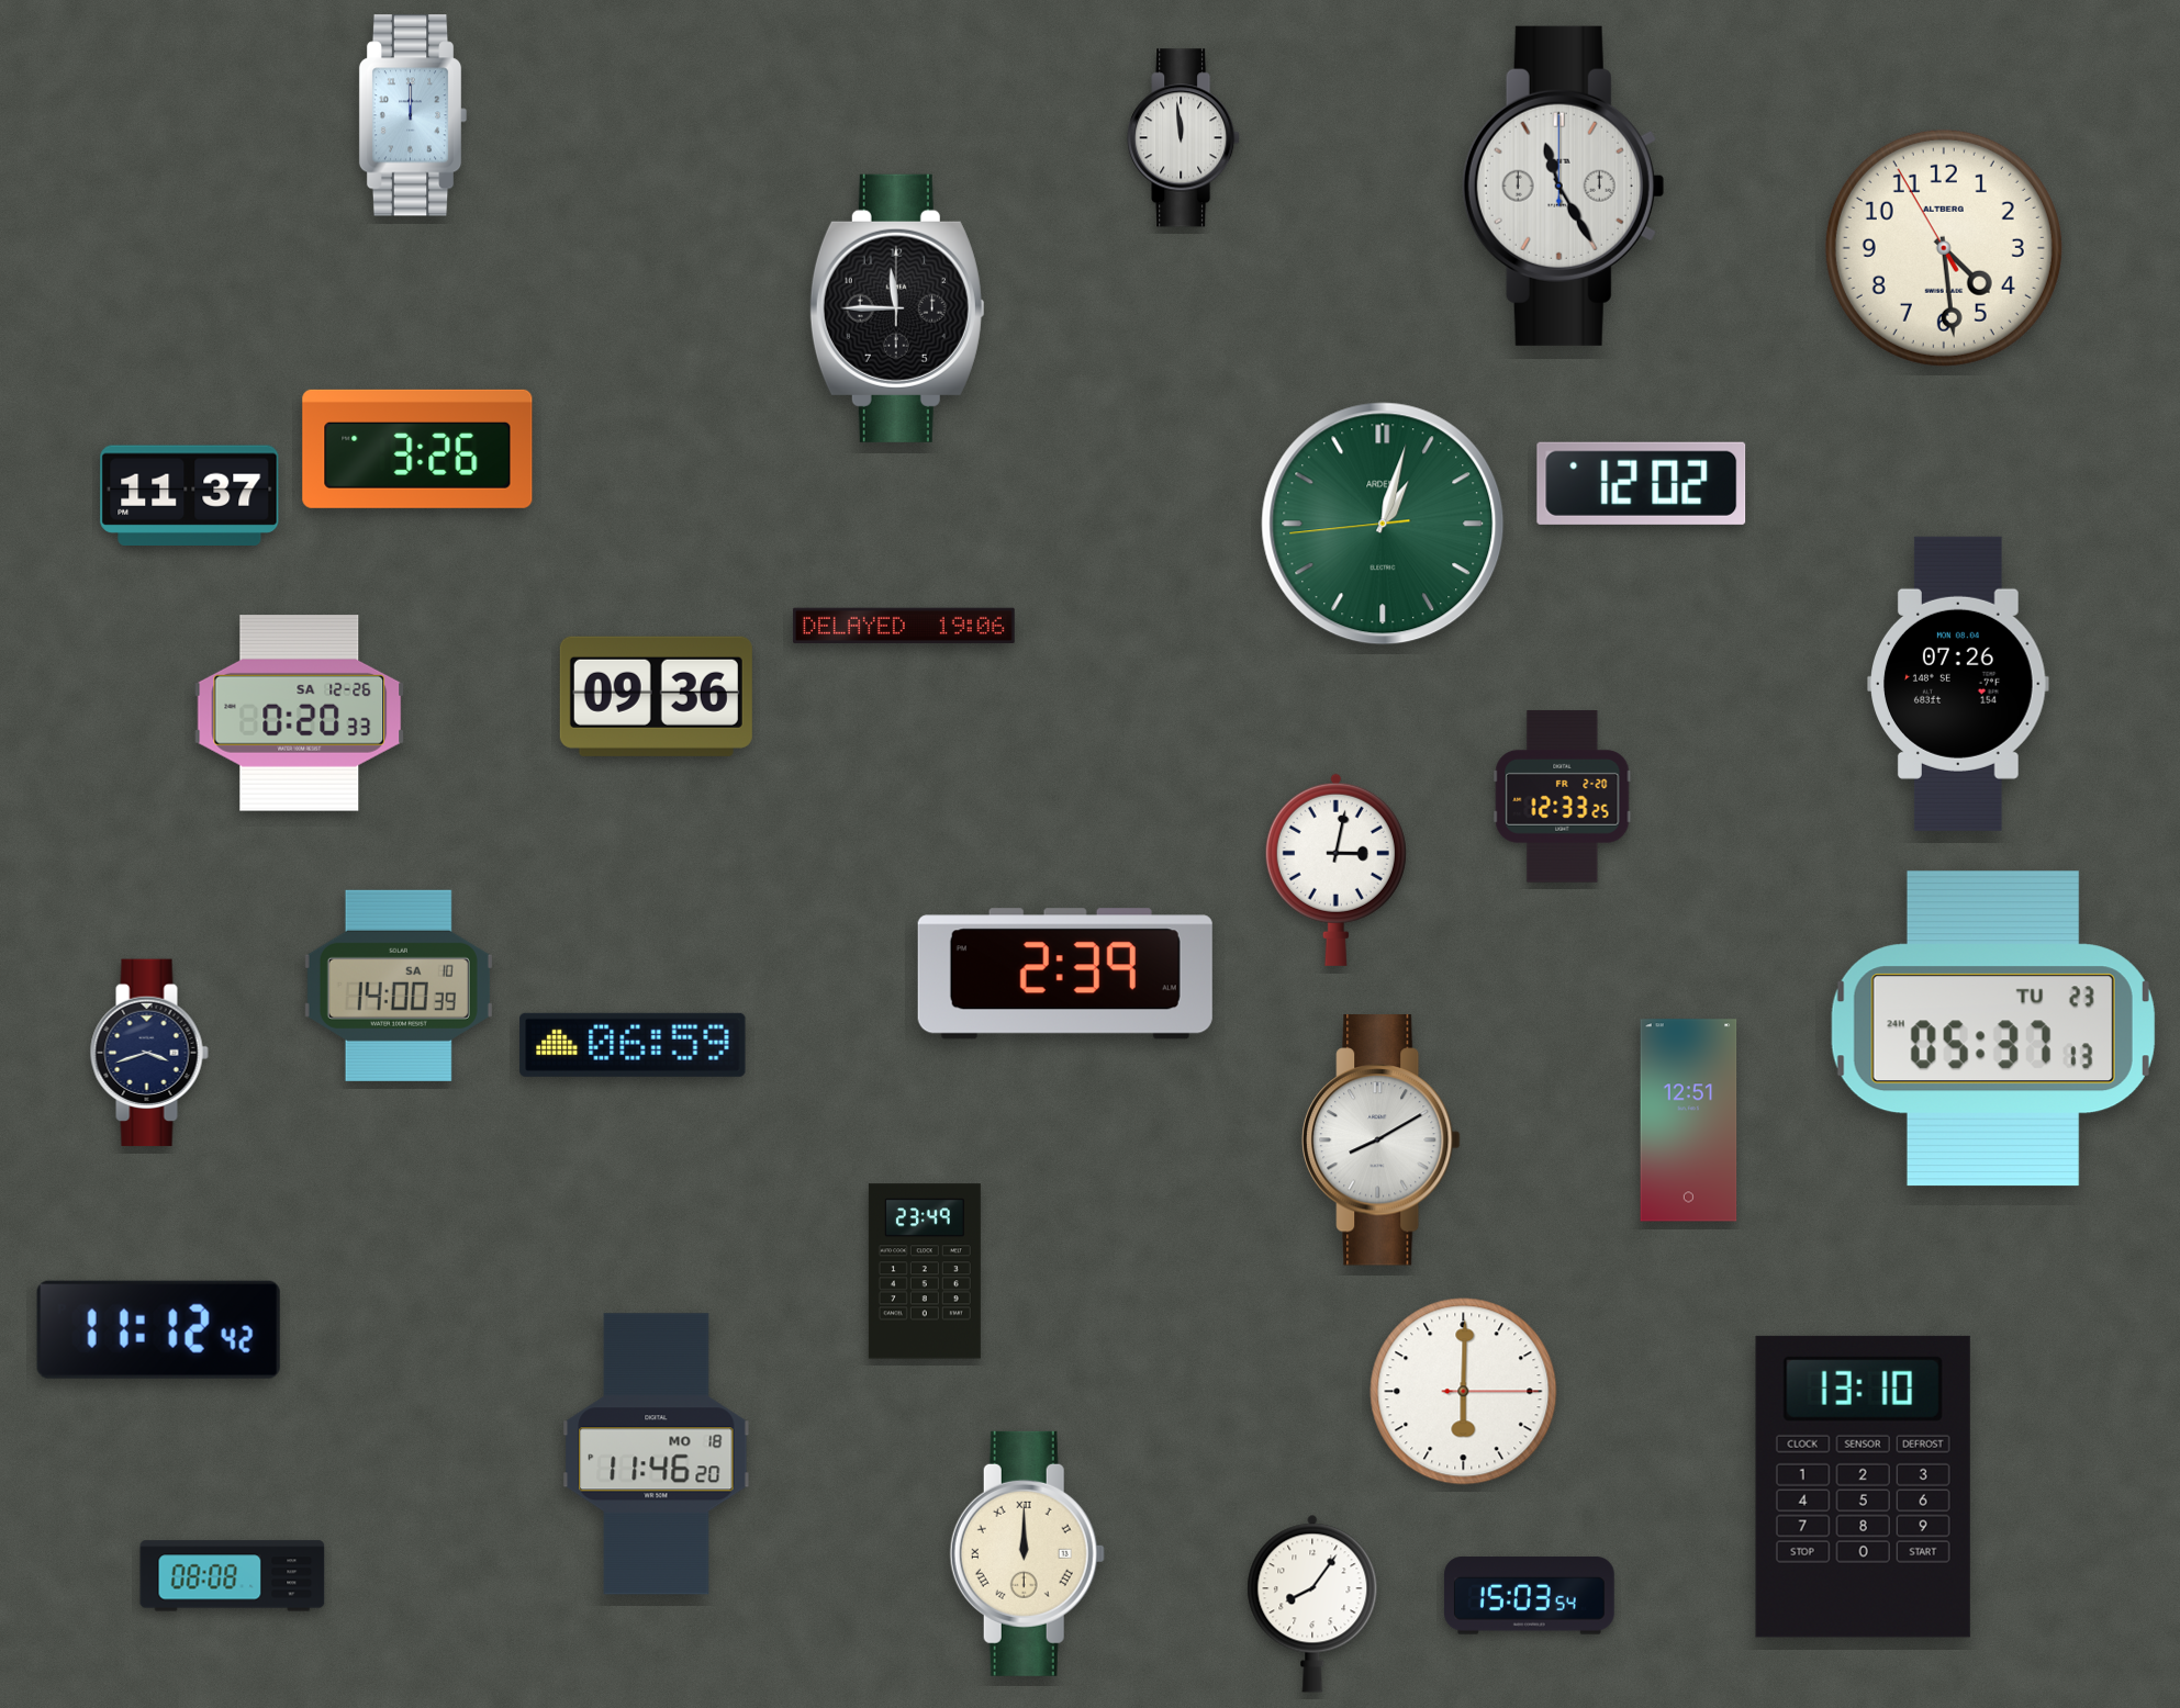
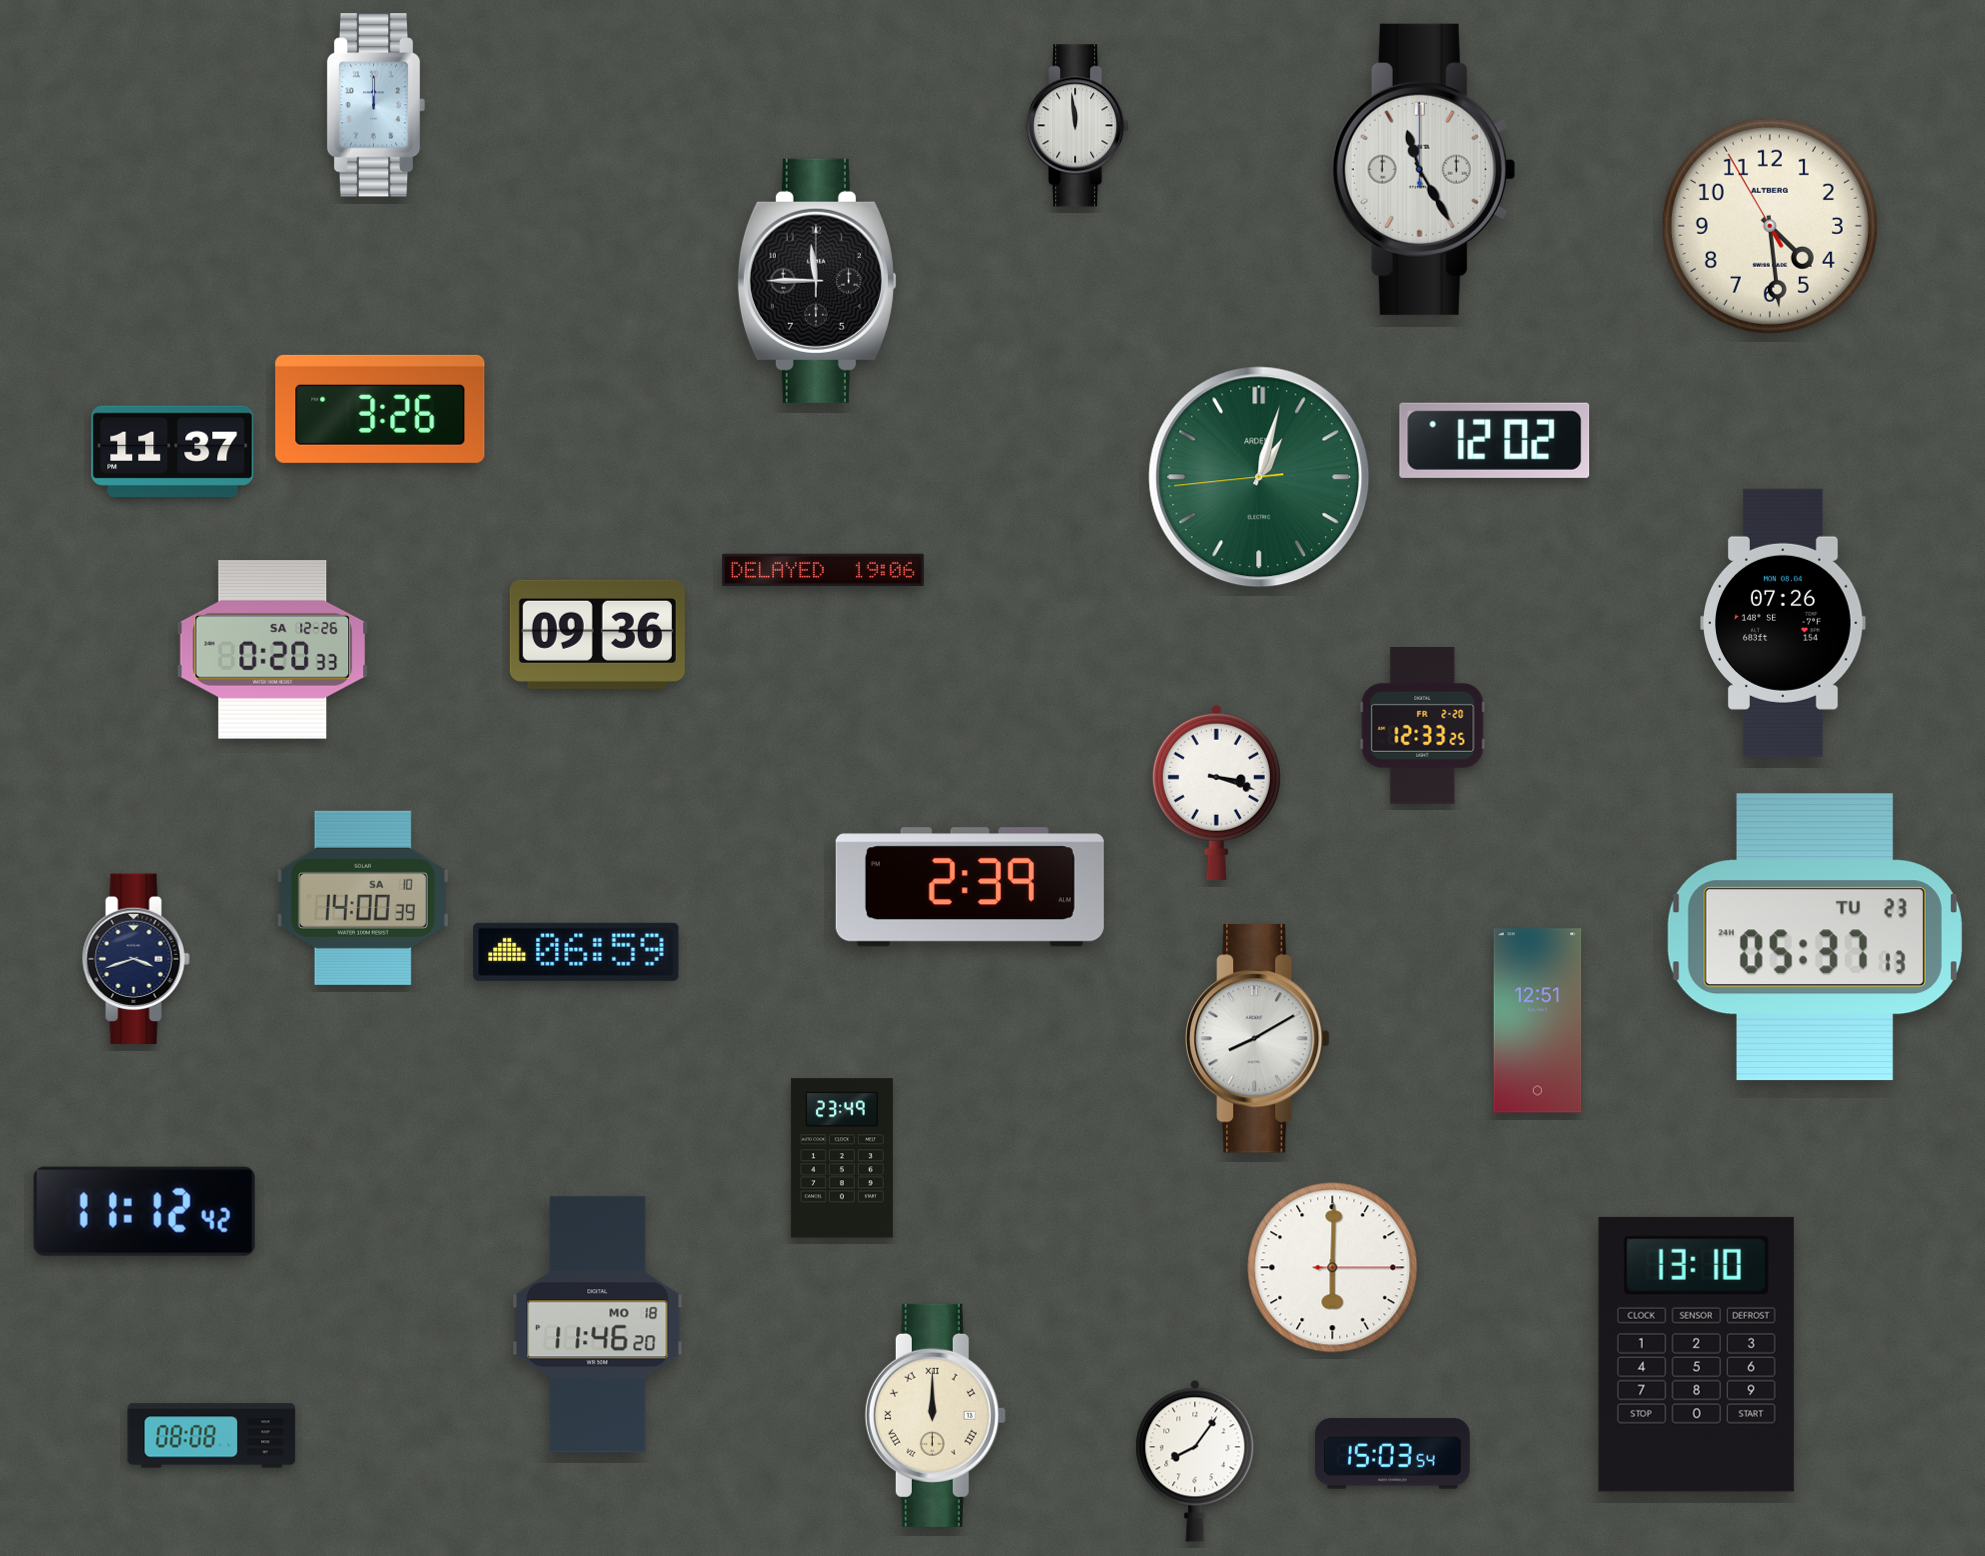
clock at (1335, 869): 3:02 -> 3:18
